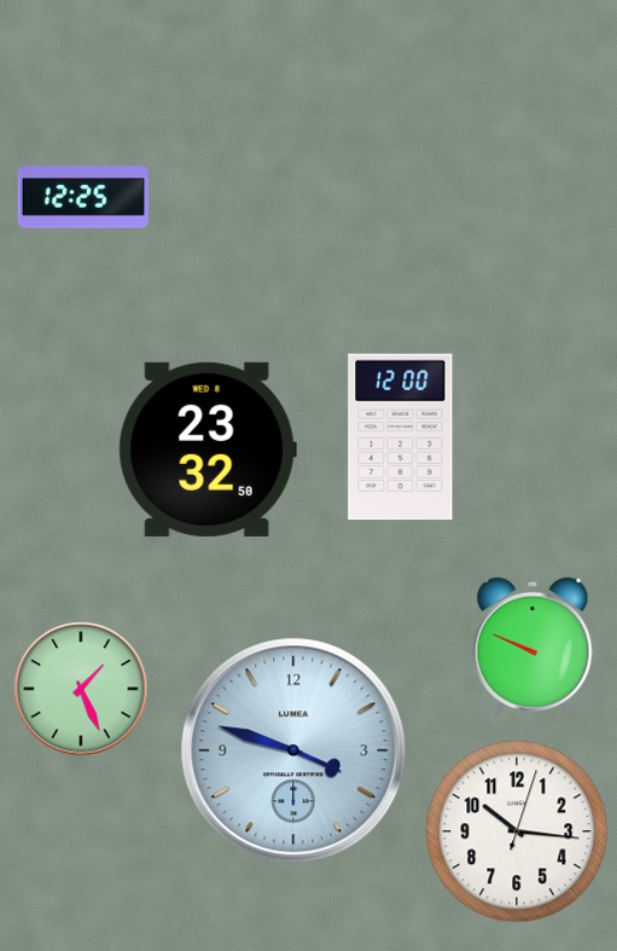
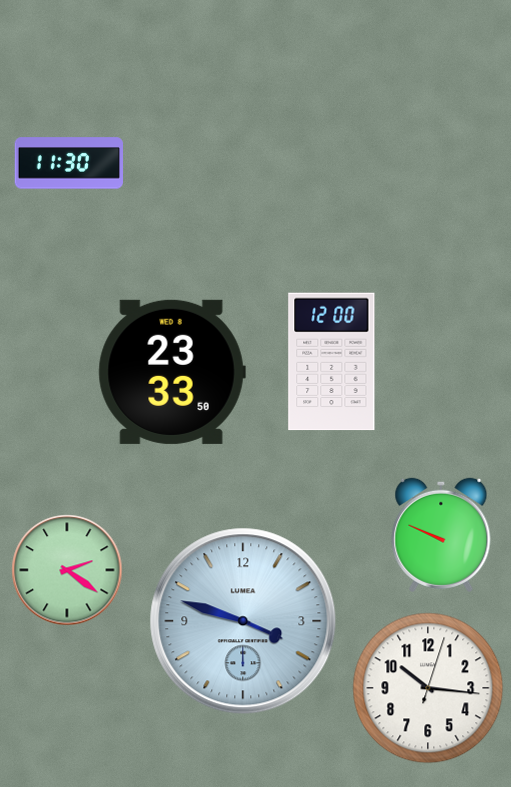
clock at (82, 197): 12:25 -> 11:30
clock at (208, 450): 23:32 -> 23:33
clock at (81, 689): 1:26 -> 2:21
